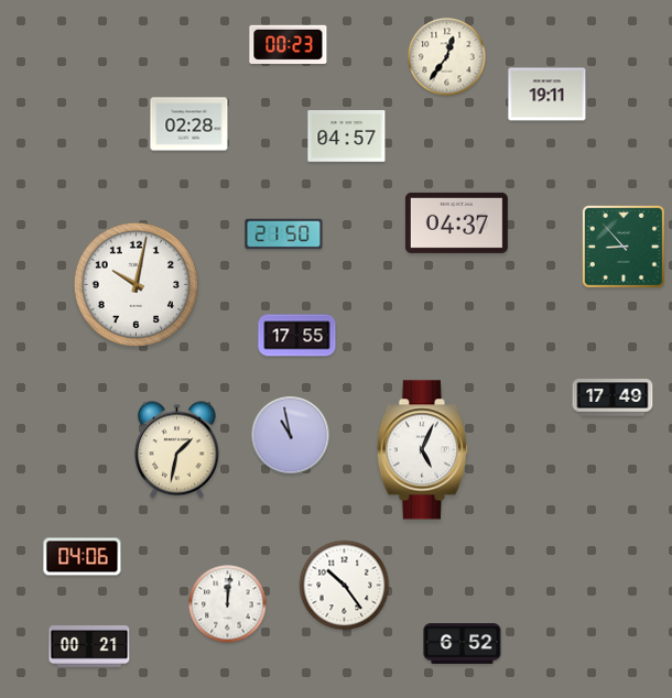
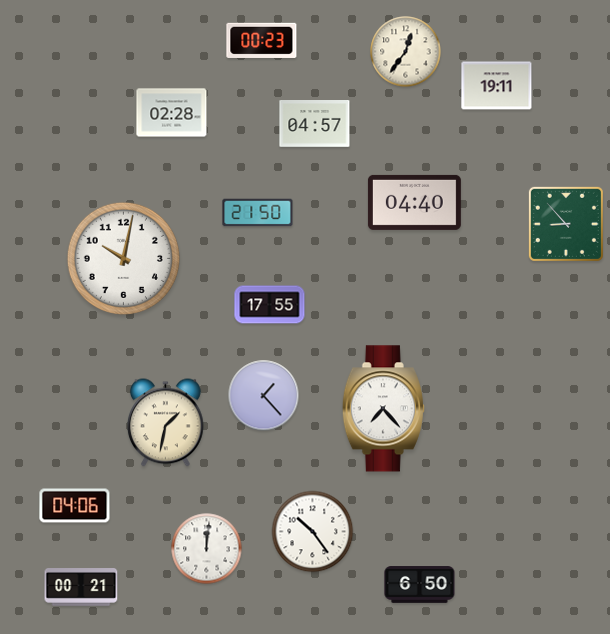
clock at (456, 222): 04:37 -> 04:40
clock at (613, 397): 17:49 -> none
clock at (291, 436): 10:58 -> 1:23
clock at (176, 450) position: (176, 450) -> (165, 423)
clock at (422, 450): 5:04 -> 7:23
clock at (463, 644): 6:52 -> 6:50
